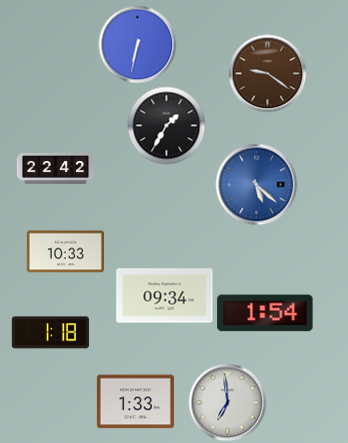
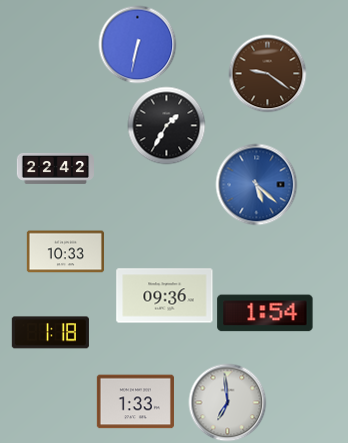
clock at (165, 296): 09:34 -> 09:36
